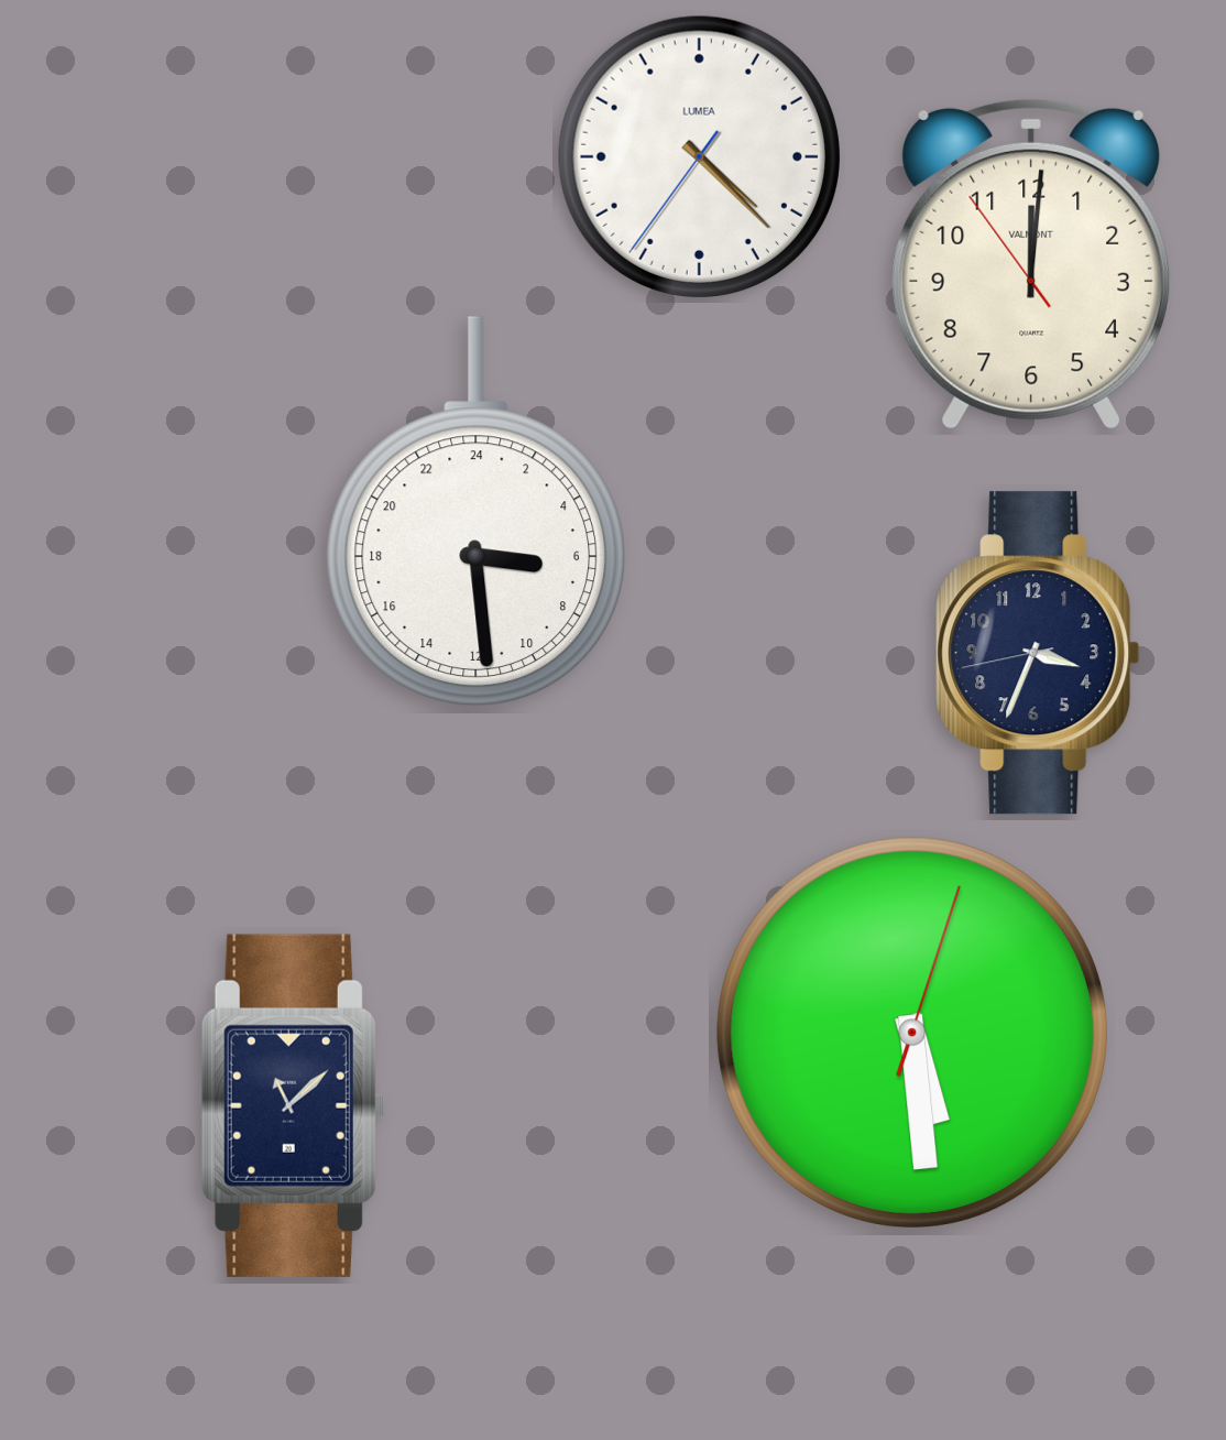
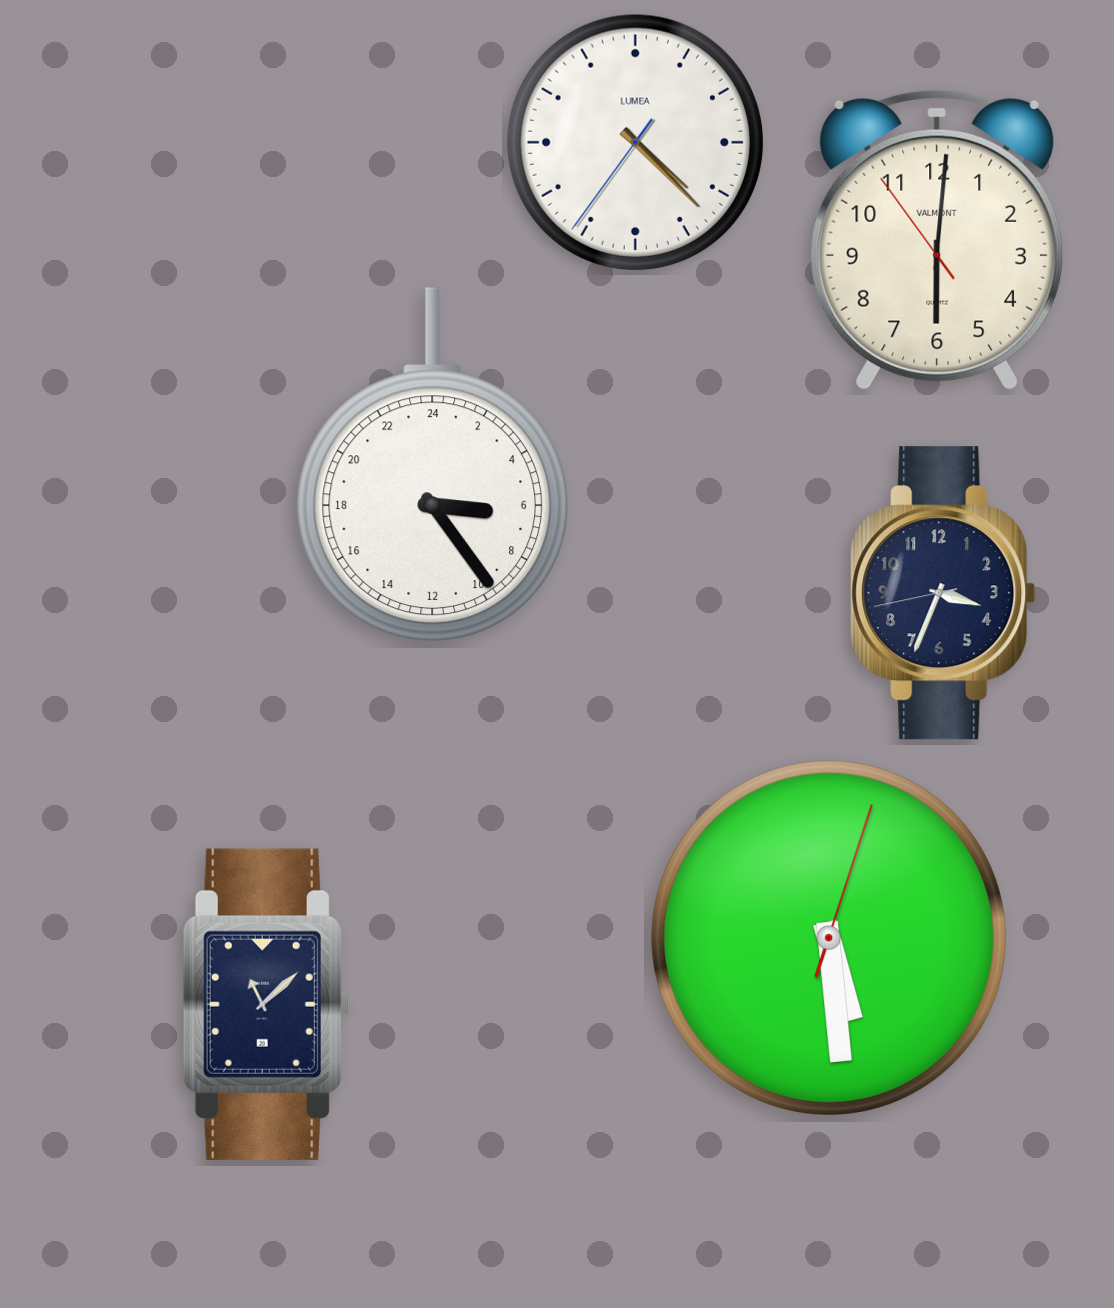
clock at (1030, 264): 12:00 -> 6:00
clock at (475, 511): 6:29 -> 6:24
